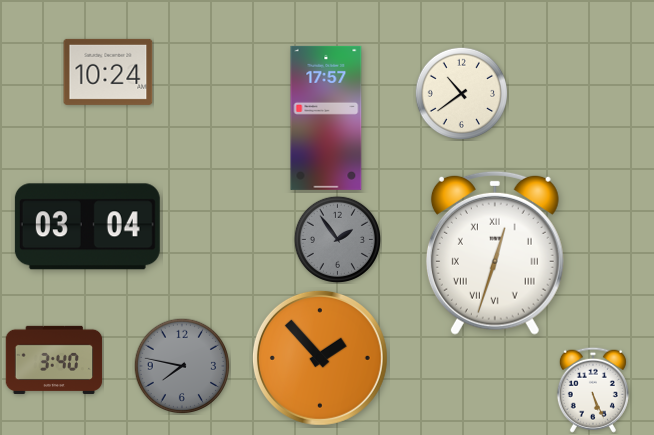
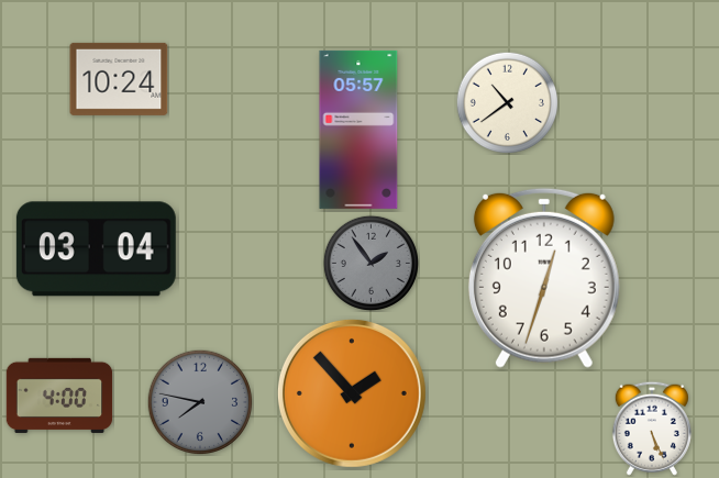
clock at (326, 118): 17:57 -> 05:57
clock at (495, 253) numerals: Roman -> Arabic
clock at (54, 359): 3:40 -> 4:00
